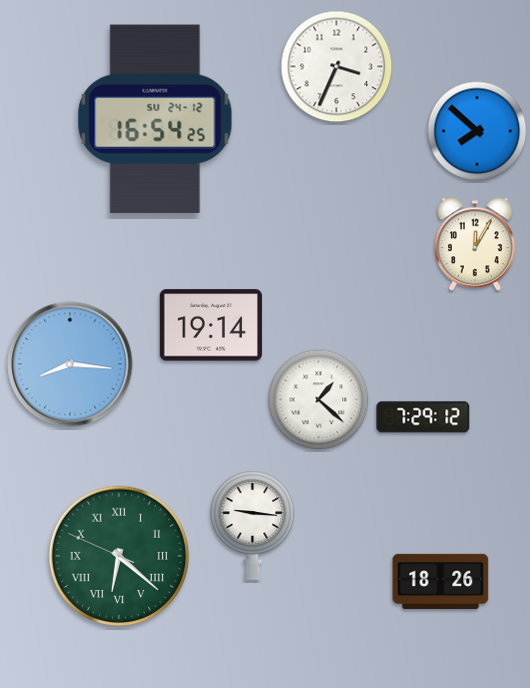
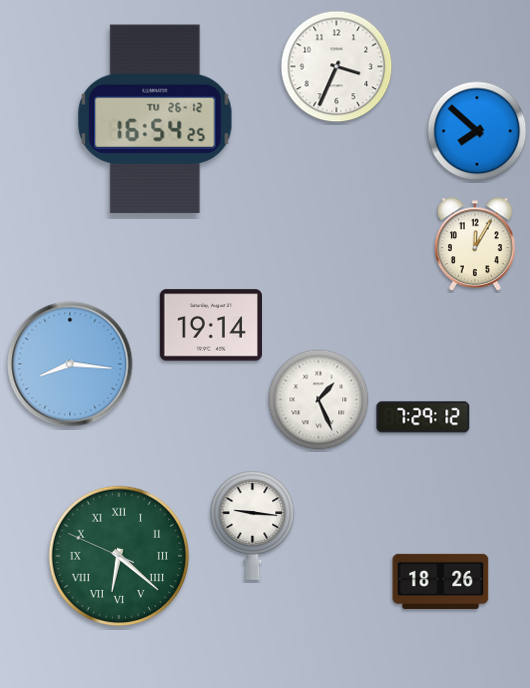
clock at (155, 119) date: SU 24-12 -> TU 26-12
clock at (319, 400): 1:22 -> 1:26
